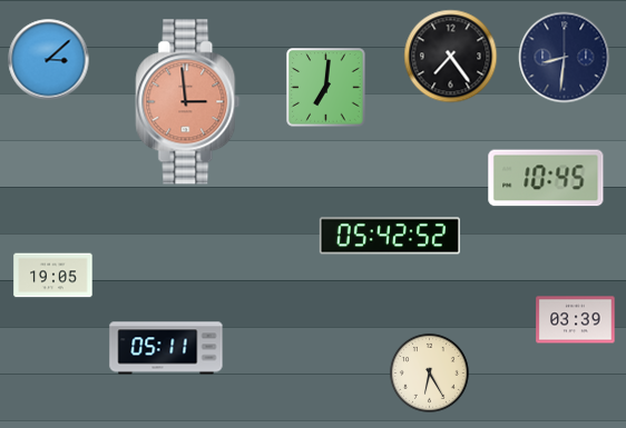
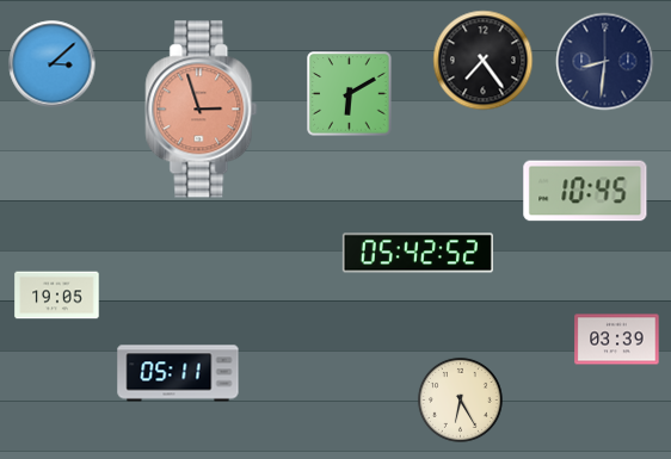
clock at (326, 88): 7:01 -> 6:10
clock at (188, 102): 2:59 -> 2:57
clock at (576, 320) position: (576, 320) -> (617, 340)
